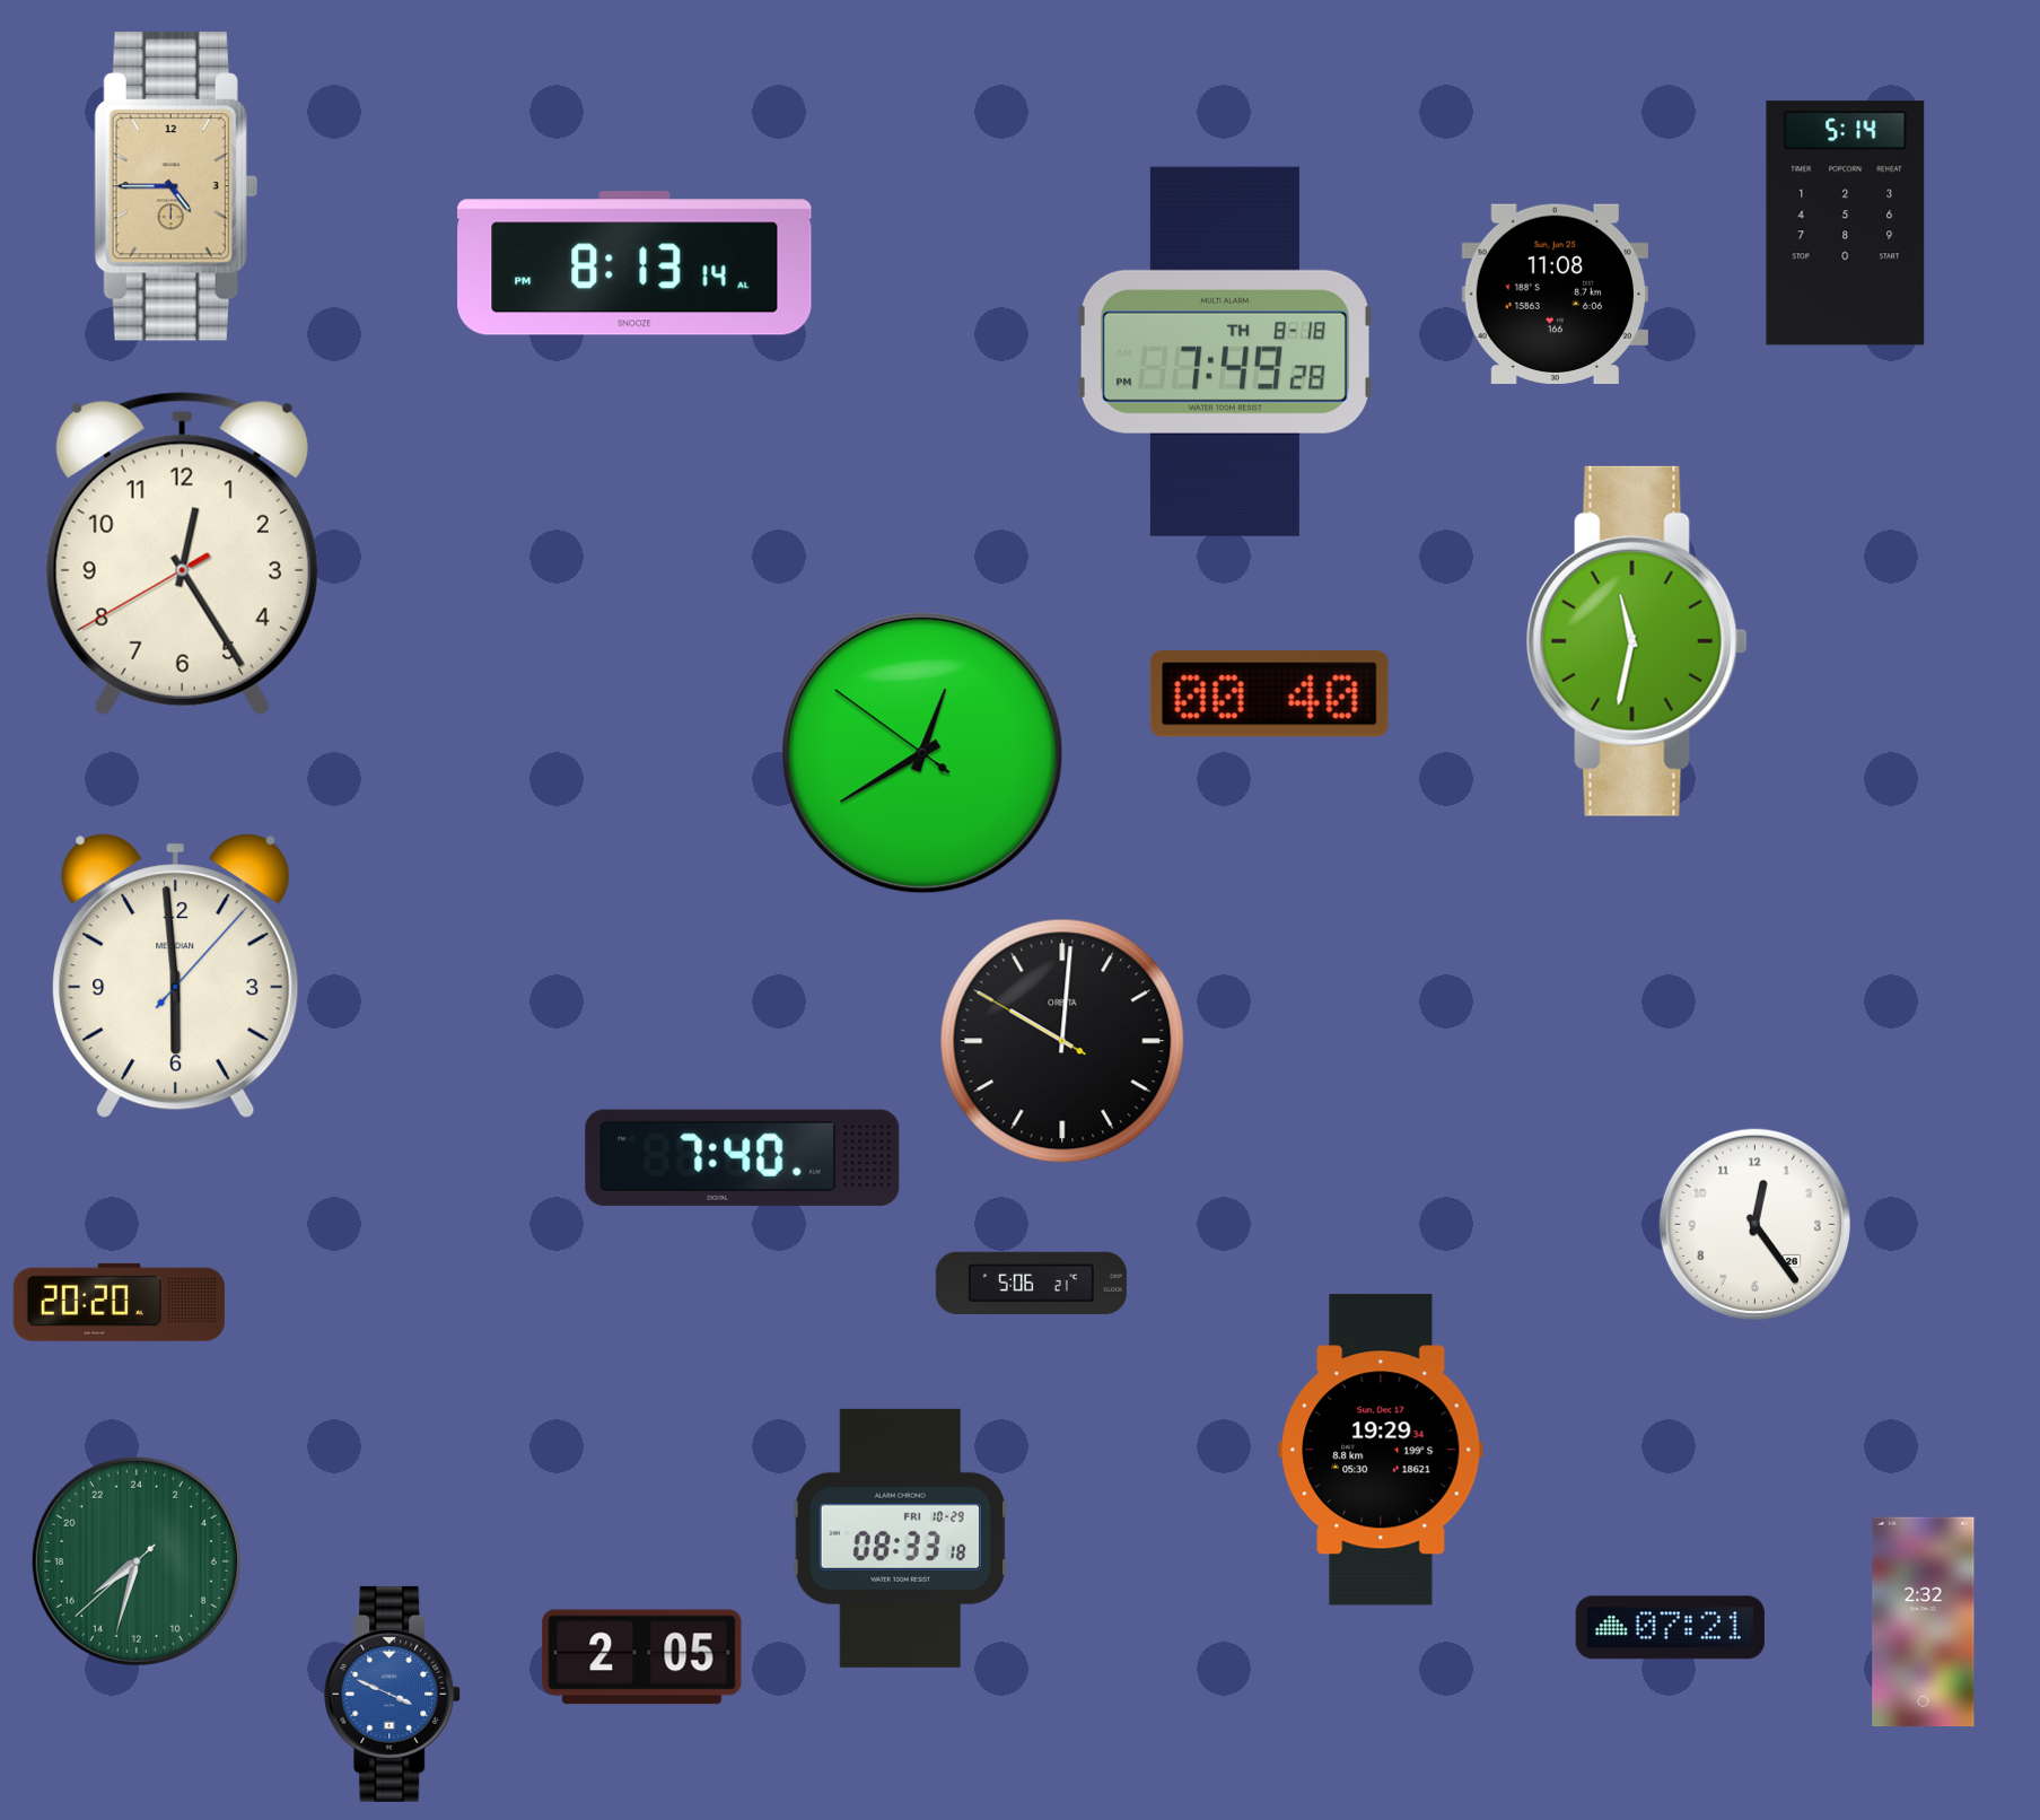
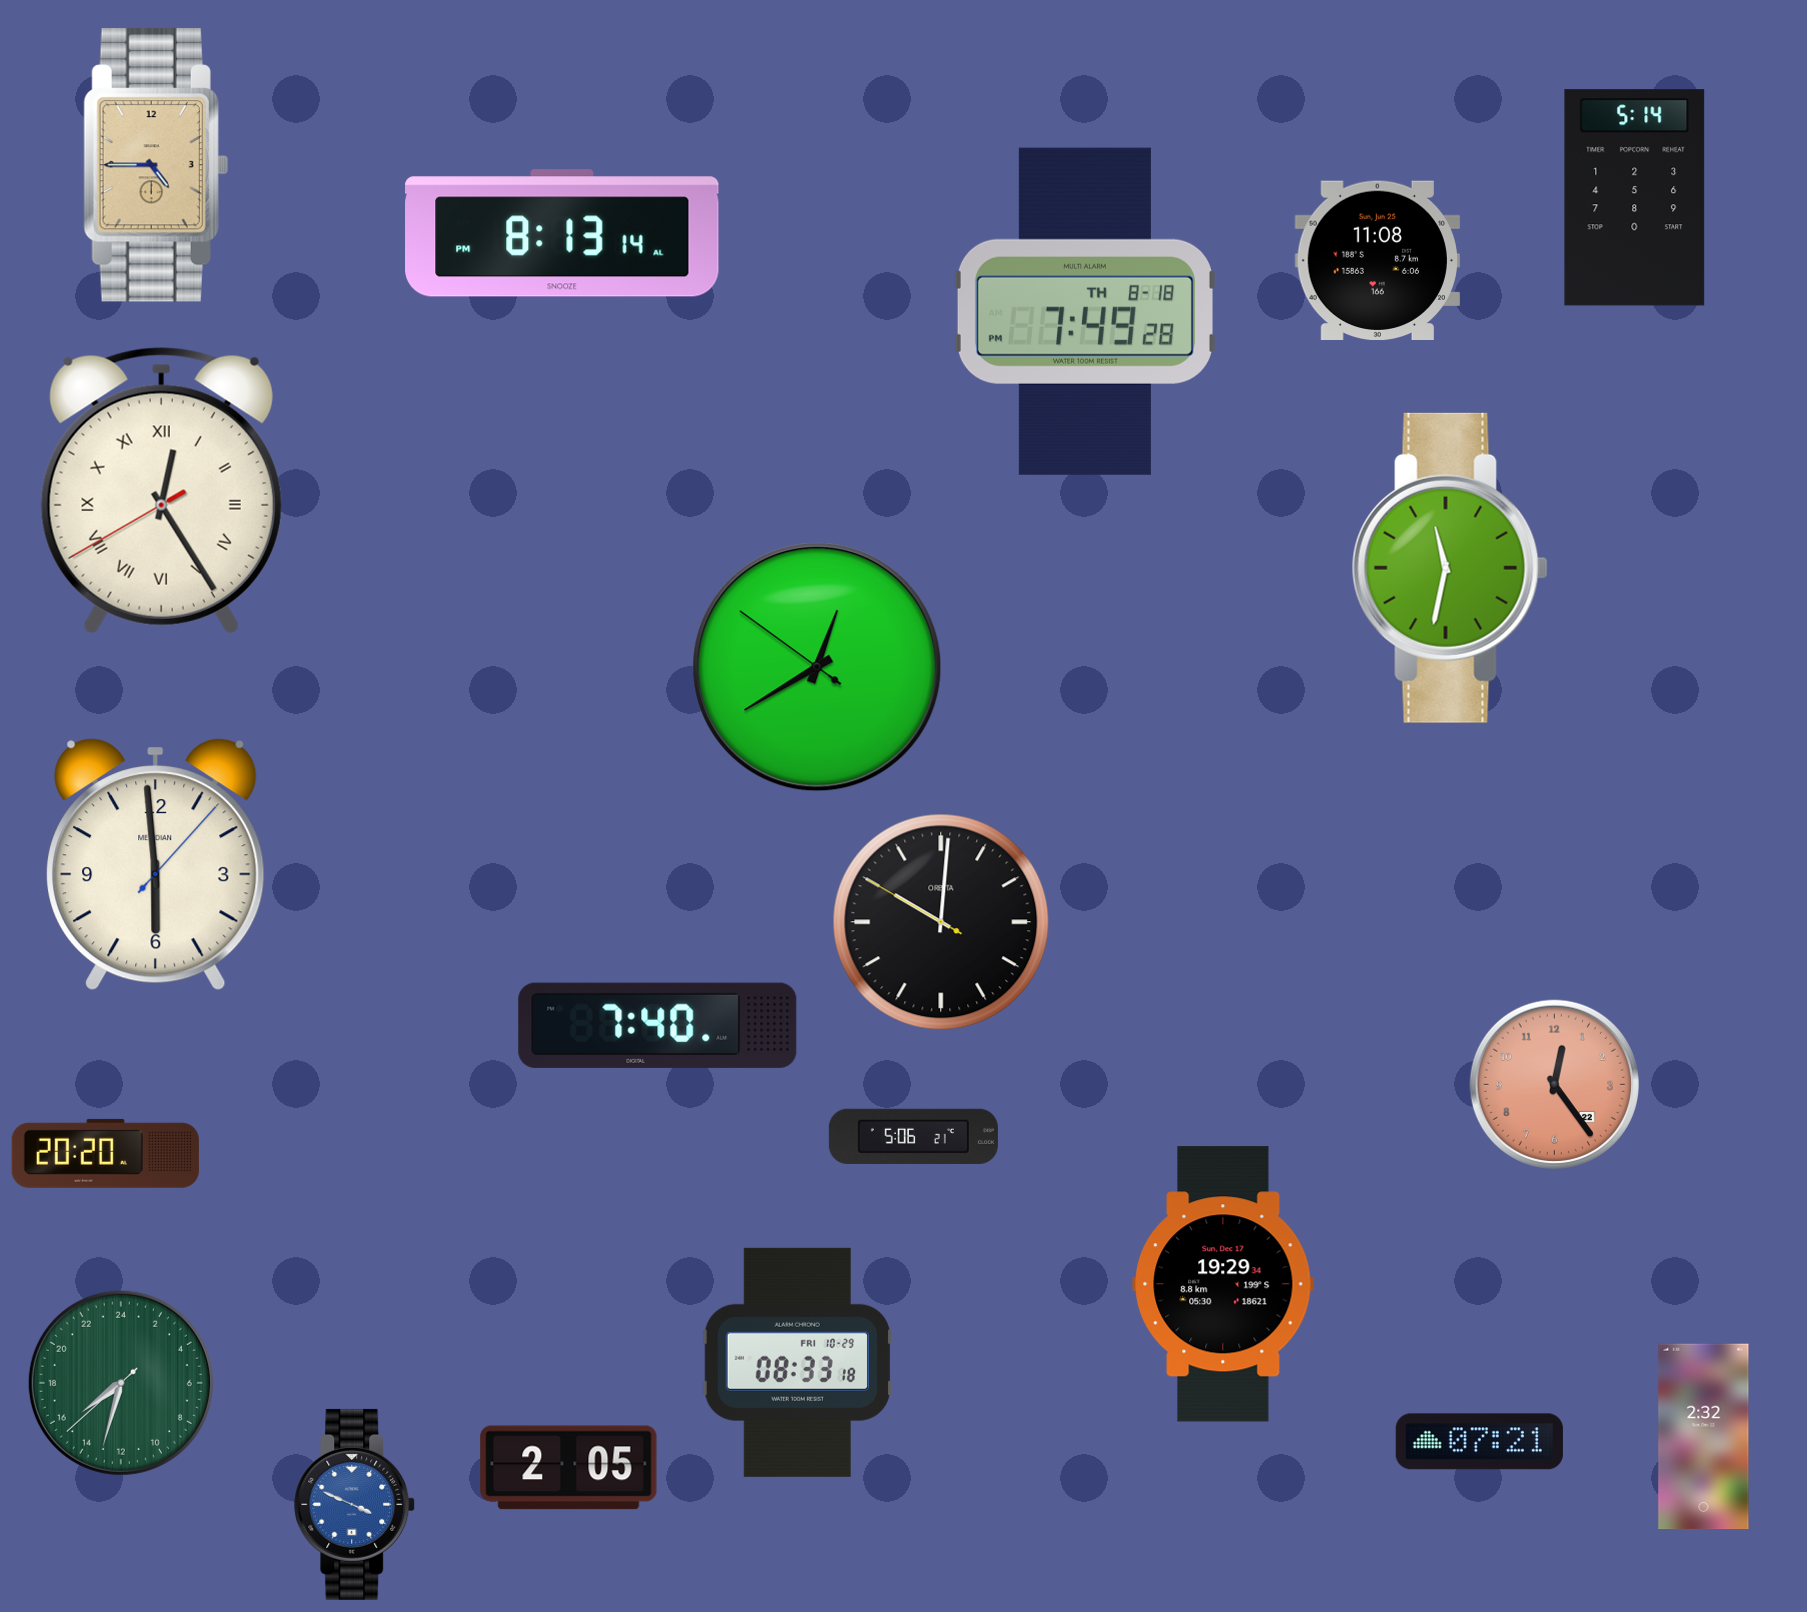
clock at (182, 554) numerals: Arabic -> Roman
clock at (1269, 694): 00:40 -> none
clock at (1754, 1224) date: 26 -> 22
clock at (1754, 1224) dial: white -> salmon
clock at (393, 1694) position: (393, 1694) -> (355, 1504)
